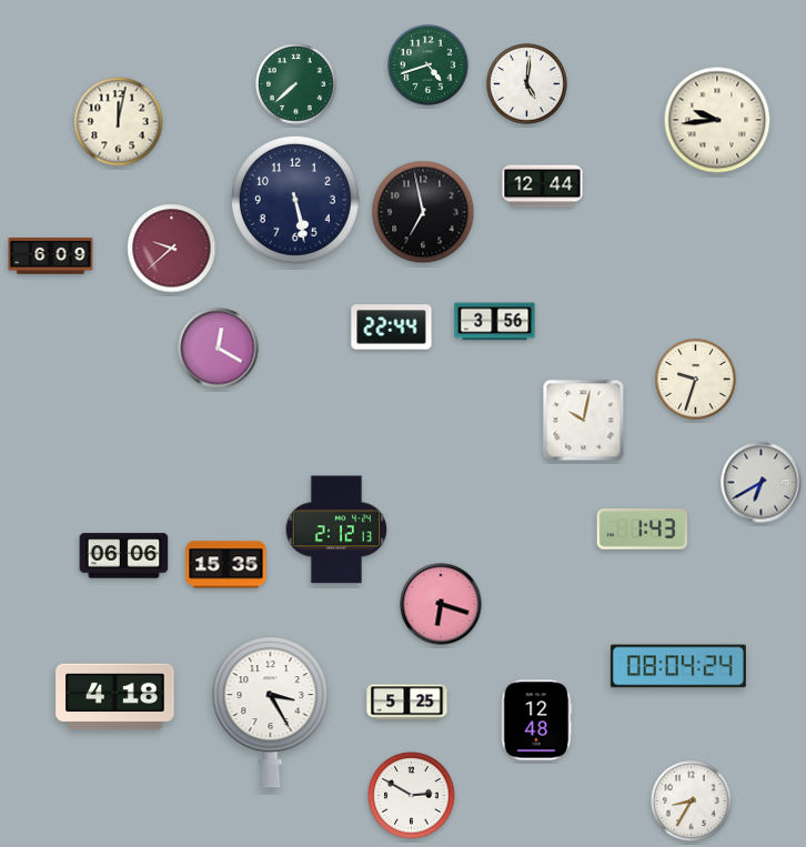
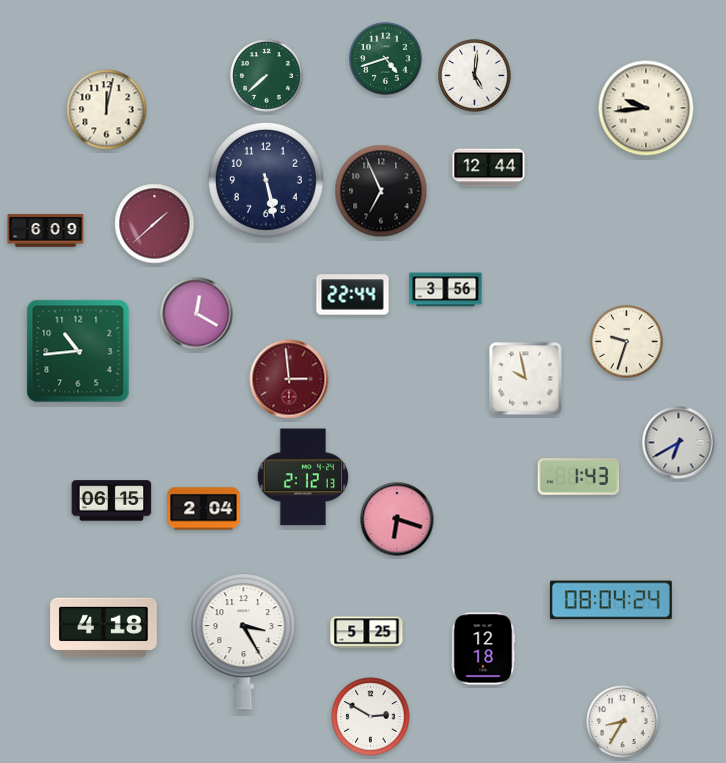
clock at (423, 212): 6:58 -> 6:56
clock at (172, 249): 9:38 -> 1:38
clock at (78, 351): none -> 10:44
clock at (289, 379): none -> 2:59
clock at (584, 421): 10:02 -> 9:58
clock at (762, 483) position: (762, 483) -> (679, 443)
clock at (124, 556): 06:06 -> 06:15
clock at (226, 565): 15:35 -> 2:04
clock at (441, 604) position: (441, 604) -> (397, 519)
clock at (536, 720): 12:48 -> 12:18
